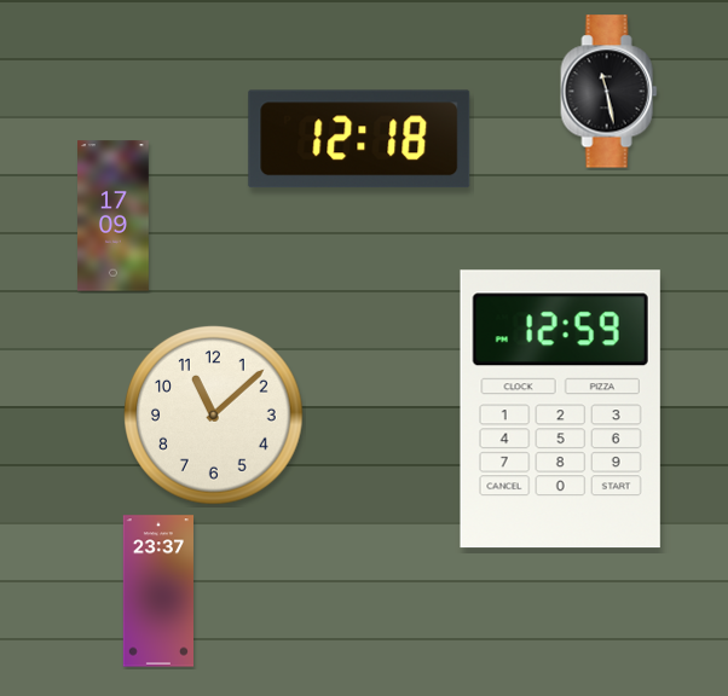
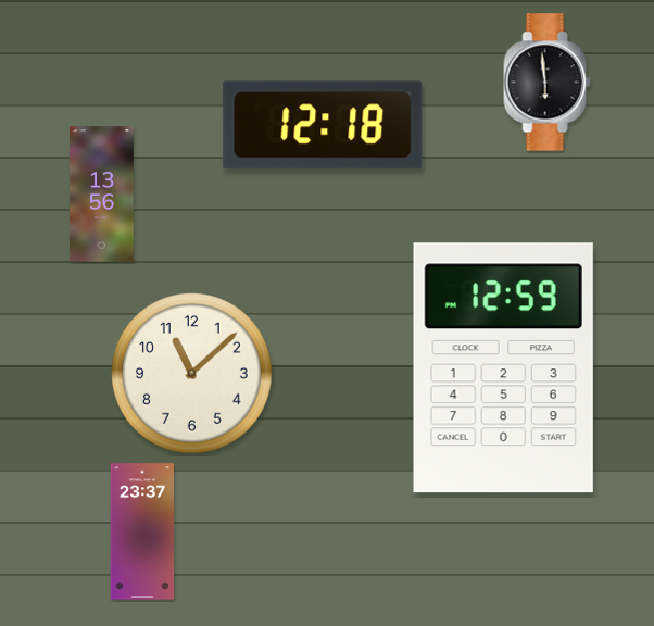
clock at (609, 92): 11:28 -> 5:59
clock at (114, 216): 17:09 -> 13:56
